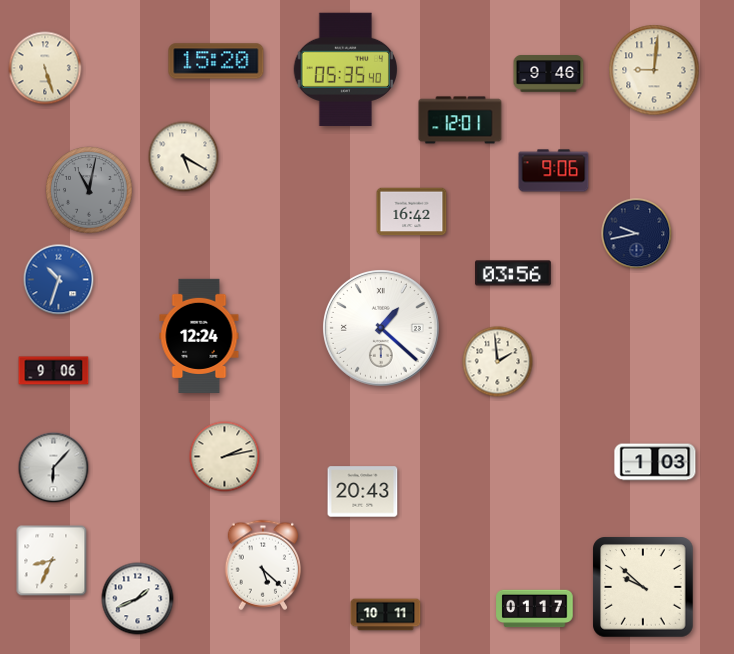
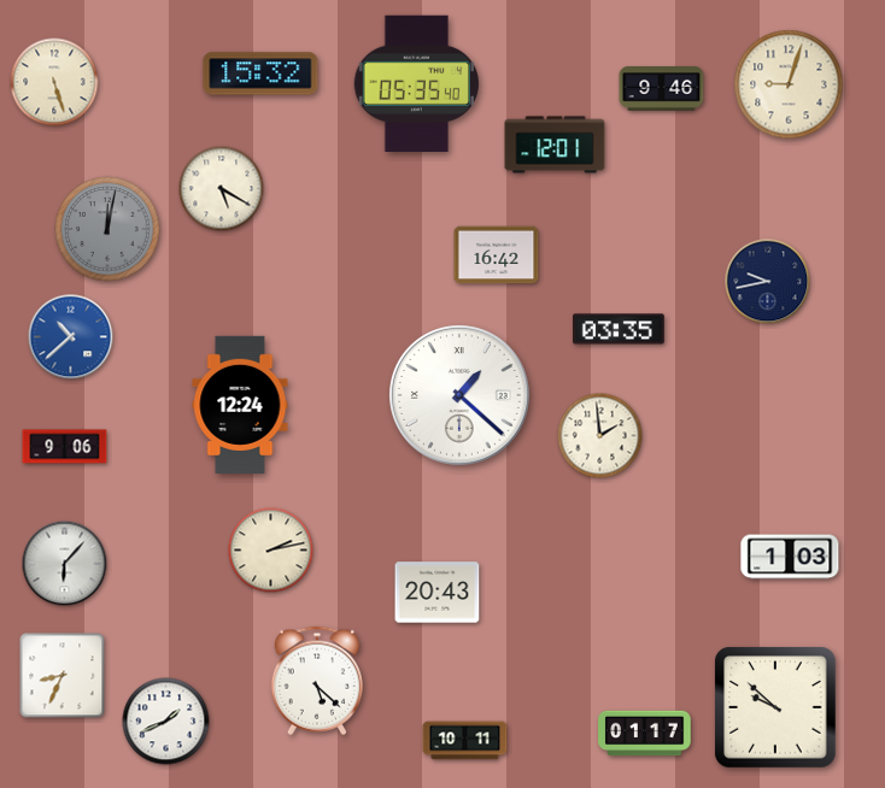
clock at (216, 61): 15:20 -> 15:32
clock at (654, 70): 9:01 -> 9:03
clock at (554, 171): 9:06 -> none
clock at (89, 190): 11:02 -> 12:02
clock at (514, 273): 03:56 -> 03:35
clock at (59, 280): 10:33 -> 10:38
